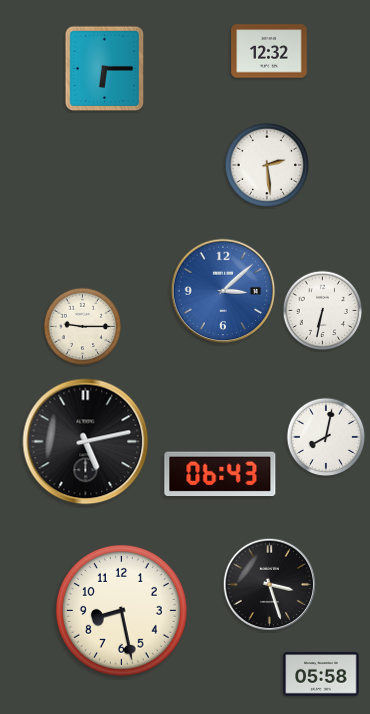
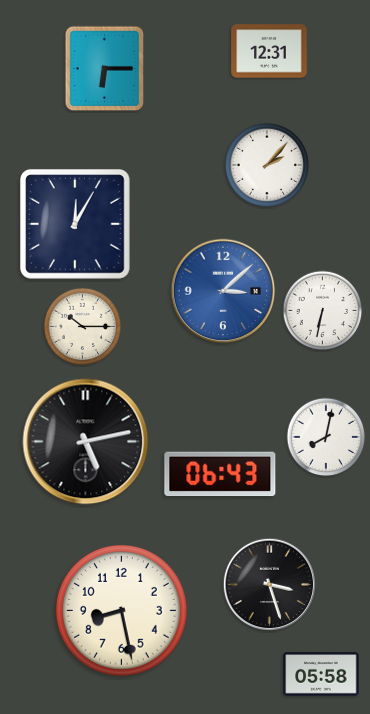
clock at (269, 51): 12:32 -> 12:31
clock at (267, 165): 2:29 -> 2:07
clock at (76, 225): none -> 12:05
clock at (83, 327): 9:15 -> 10:15
